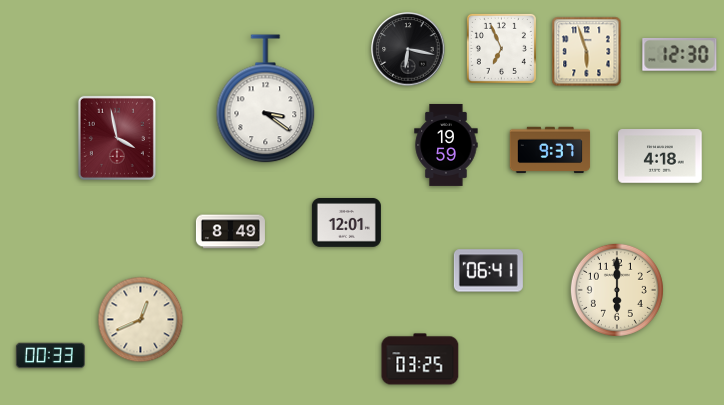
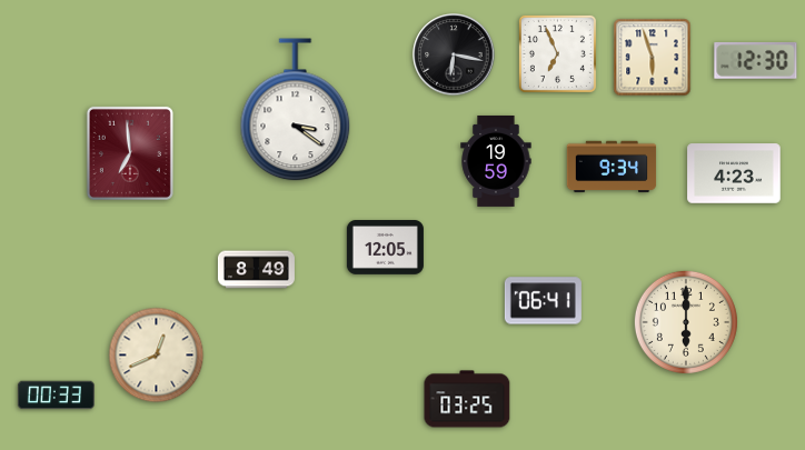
clock at (117, 138): 3:58 -> 6:59
clock at (550, 150): 9:37 -> 9:34
clock at (660, 156): 4:18 -> 4:23
clock at (346, 223): 12:01 -> 12:05
clock at (230, 232) position: (230, 232) -> (256, 270)
